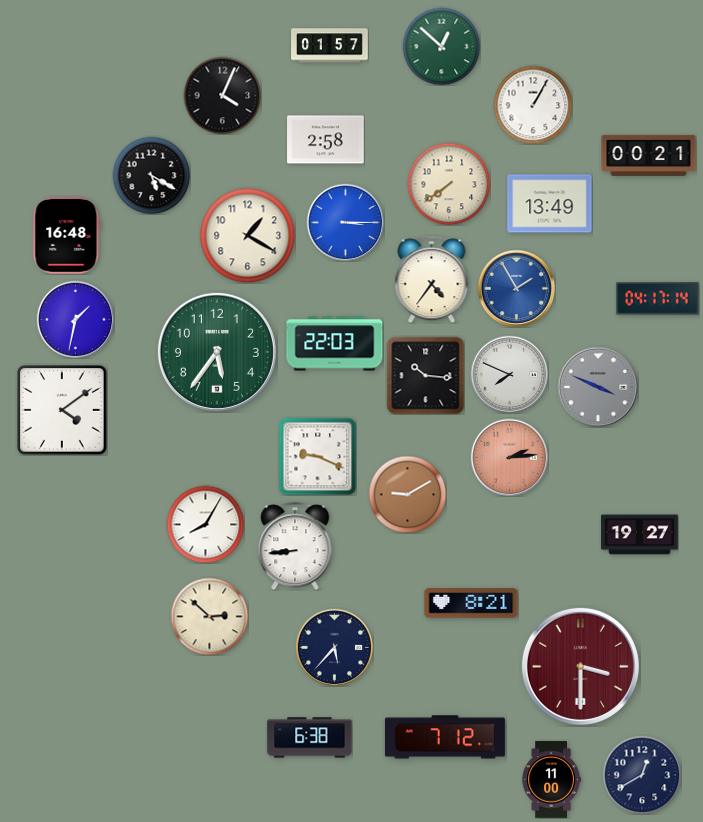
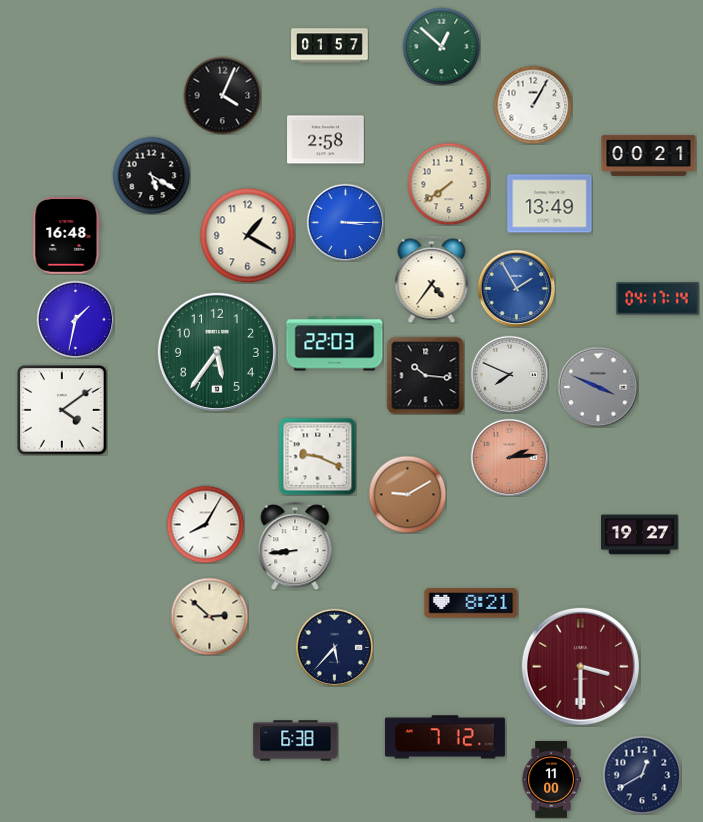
clock at (310, 738) position: (310, 738) -> (296, 741)
